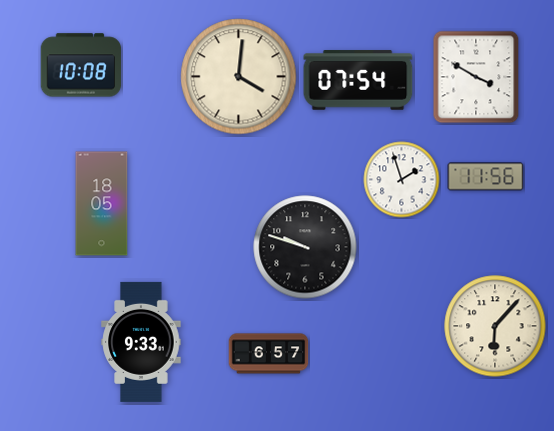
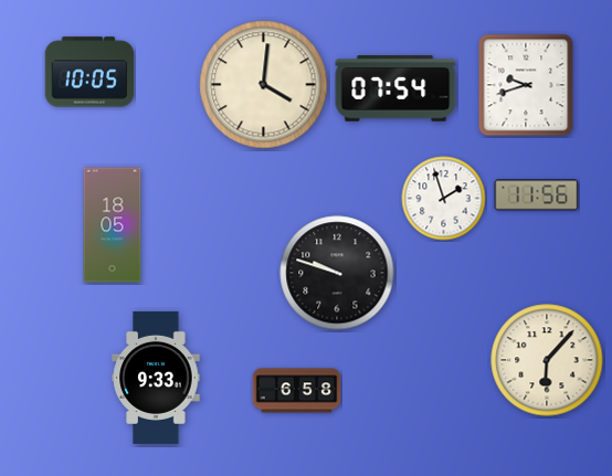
clock at (81, 65): 10:08 -> 10:05
clock at (476, 77): 3:50 -> 9:42
clock at (269, 354): 6:57 -> 6:58
